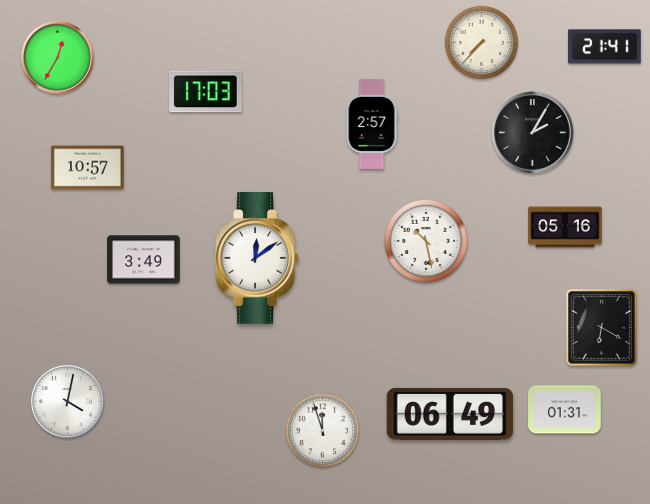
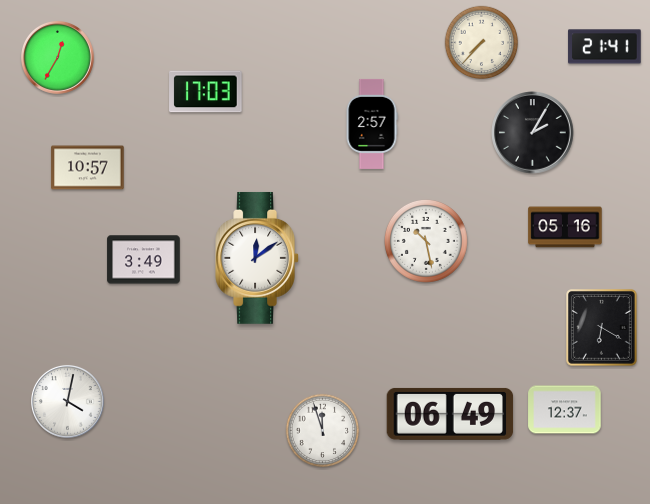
clock at (565, 410): 01:31 -> 12:37
